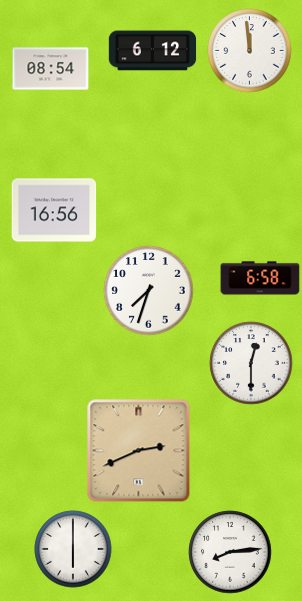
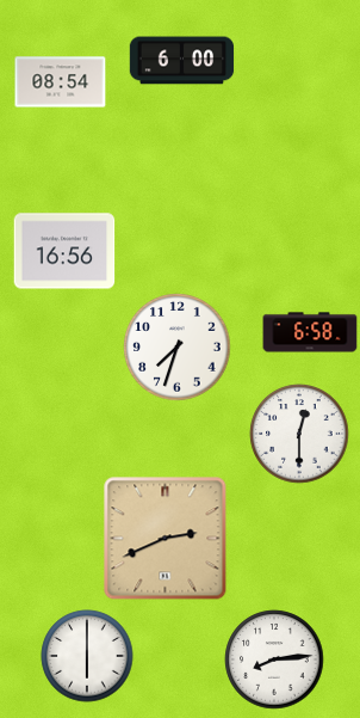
clock at (153, 51): 6:12 -> 6:00
clock at (250, 51): 11:59 -> none
